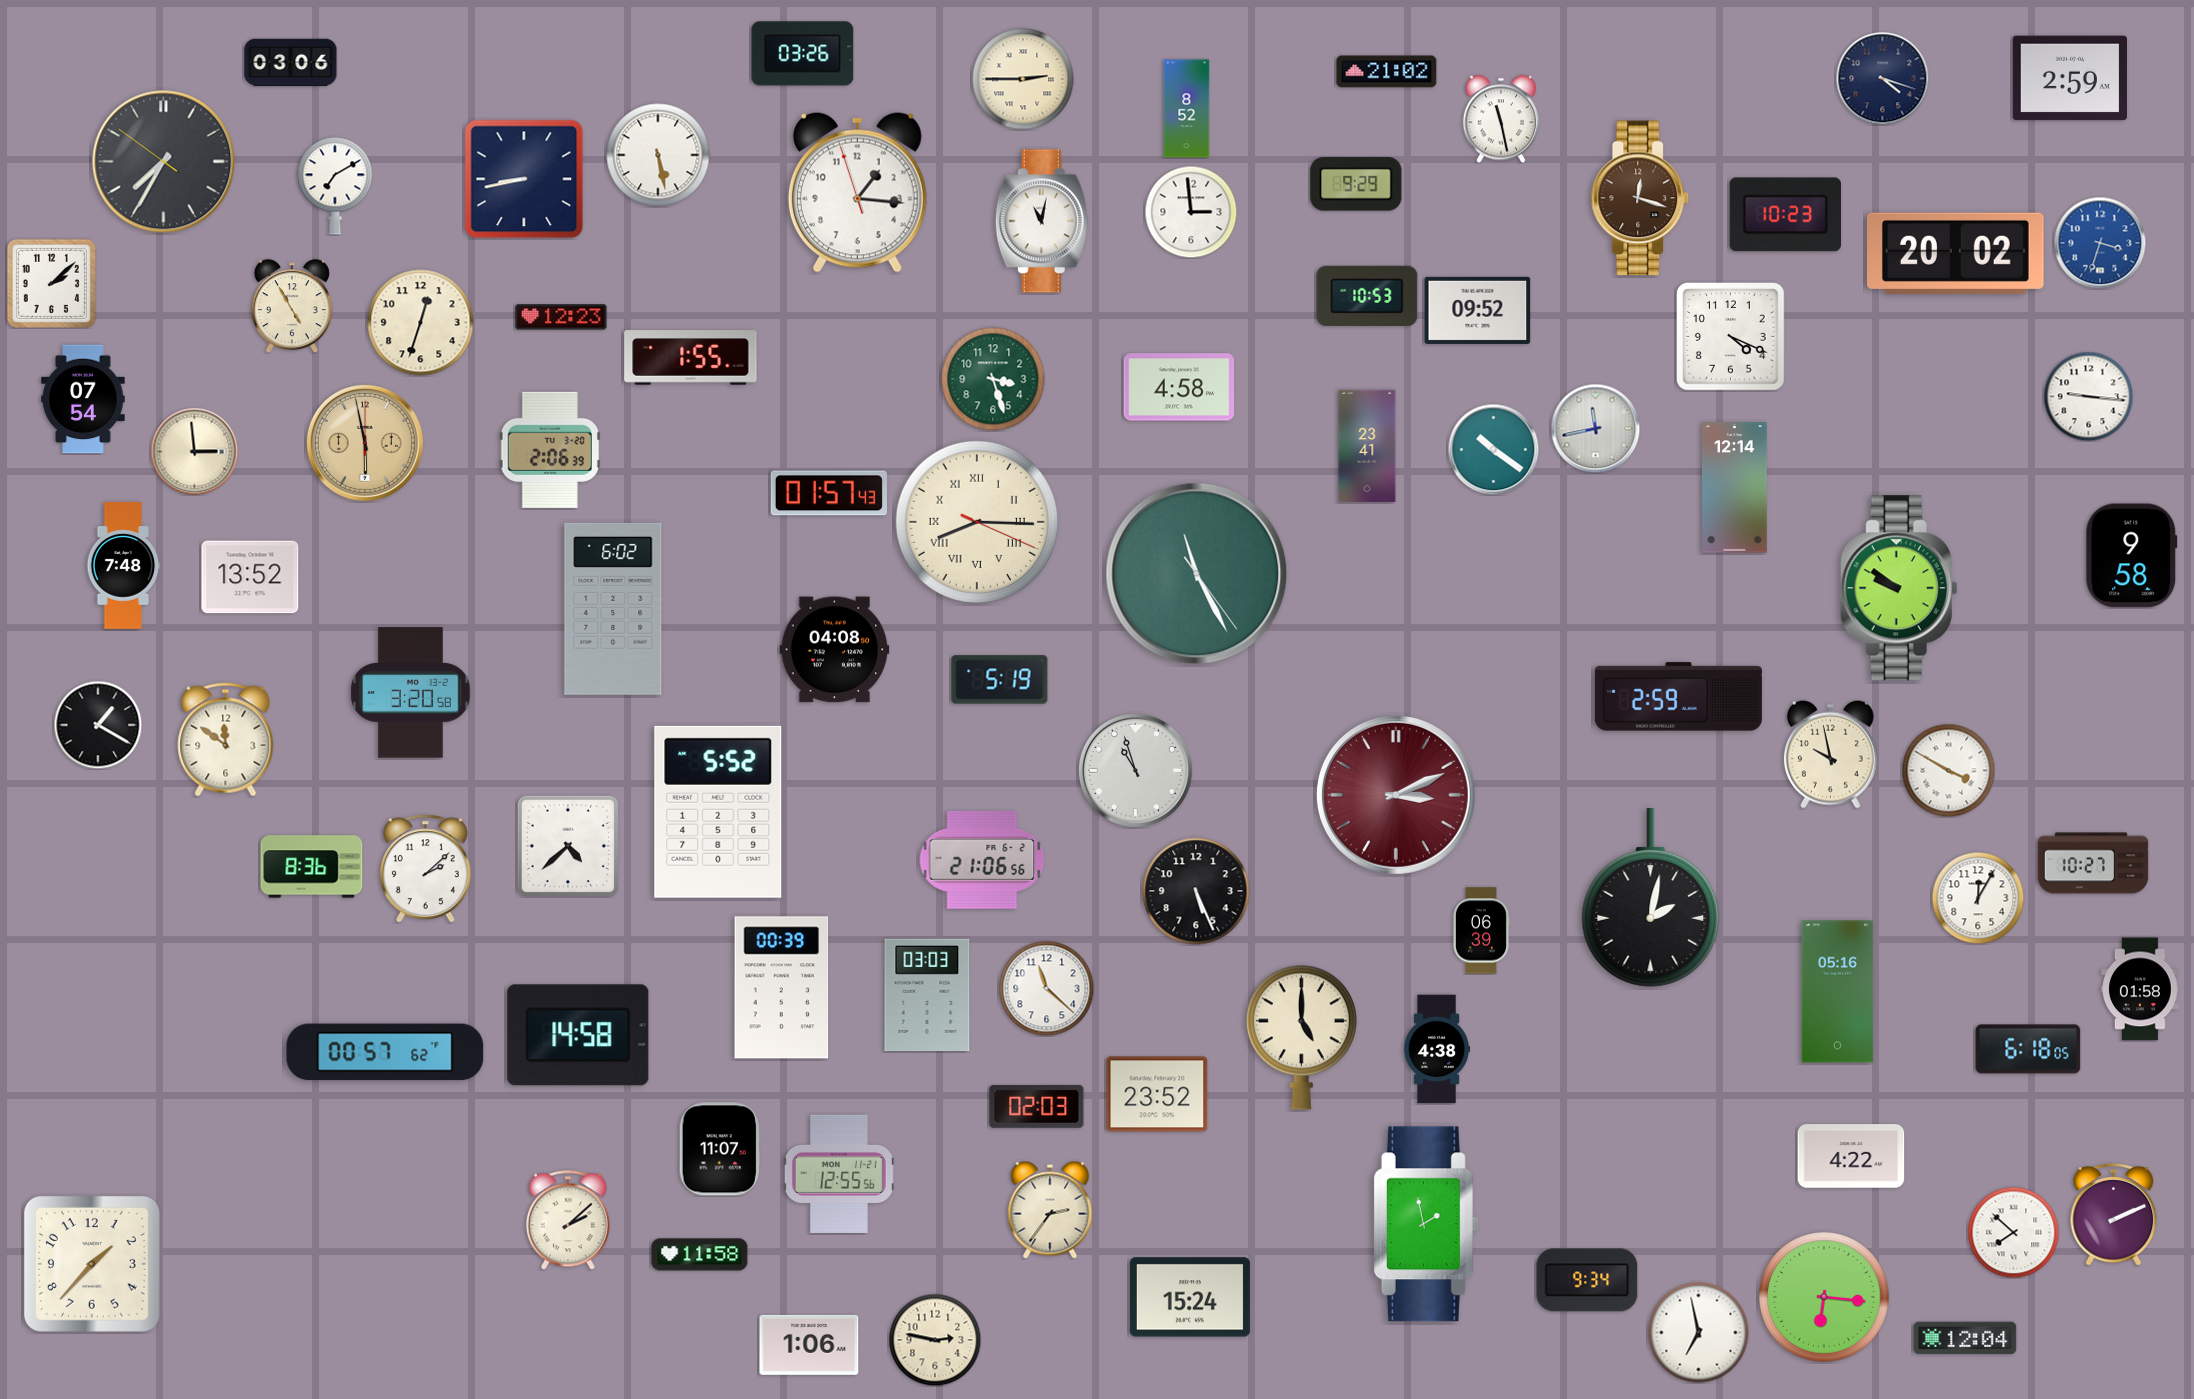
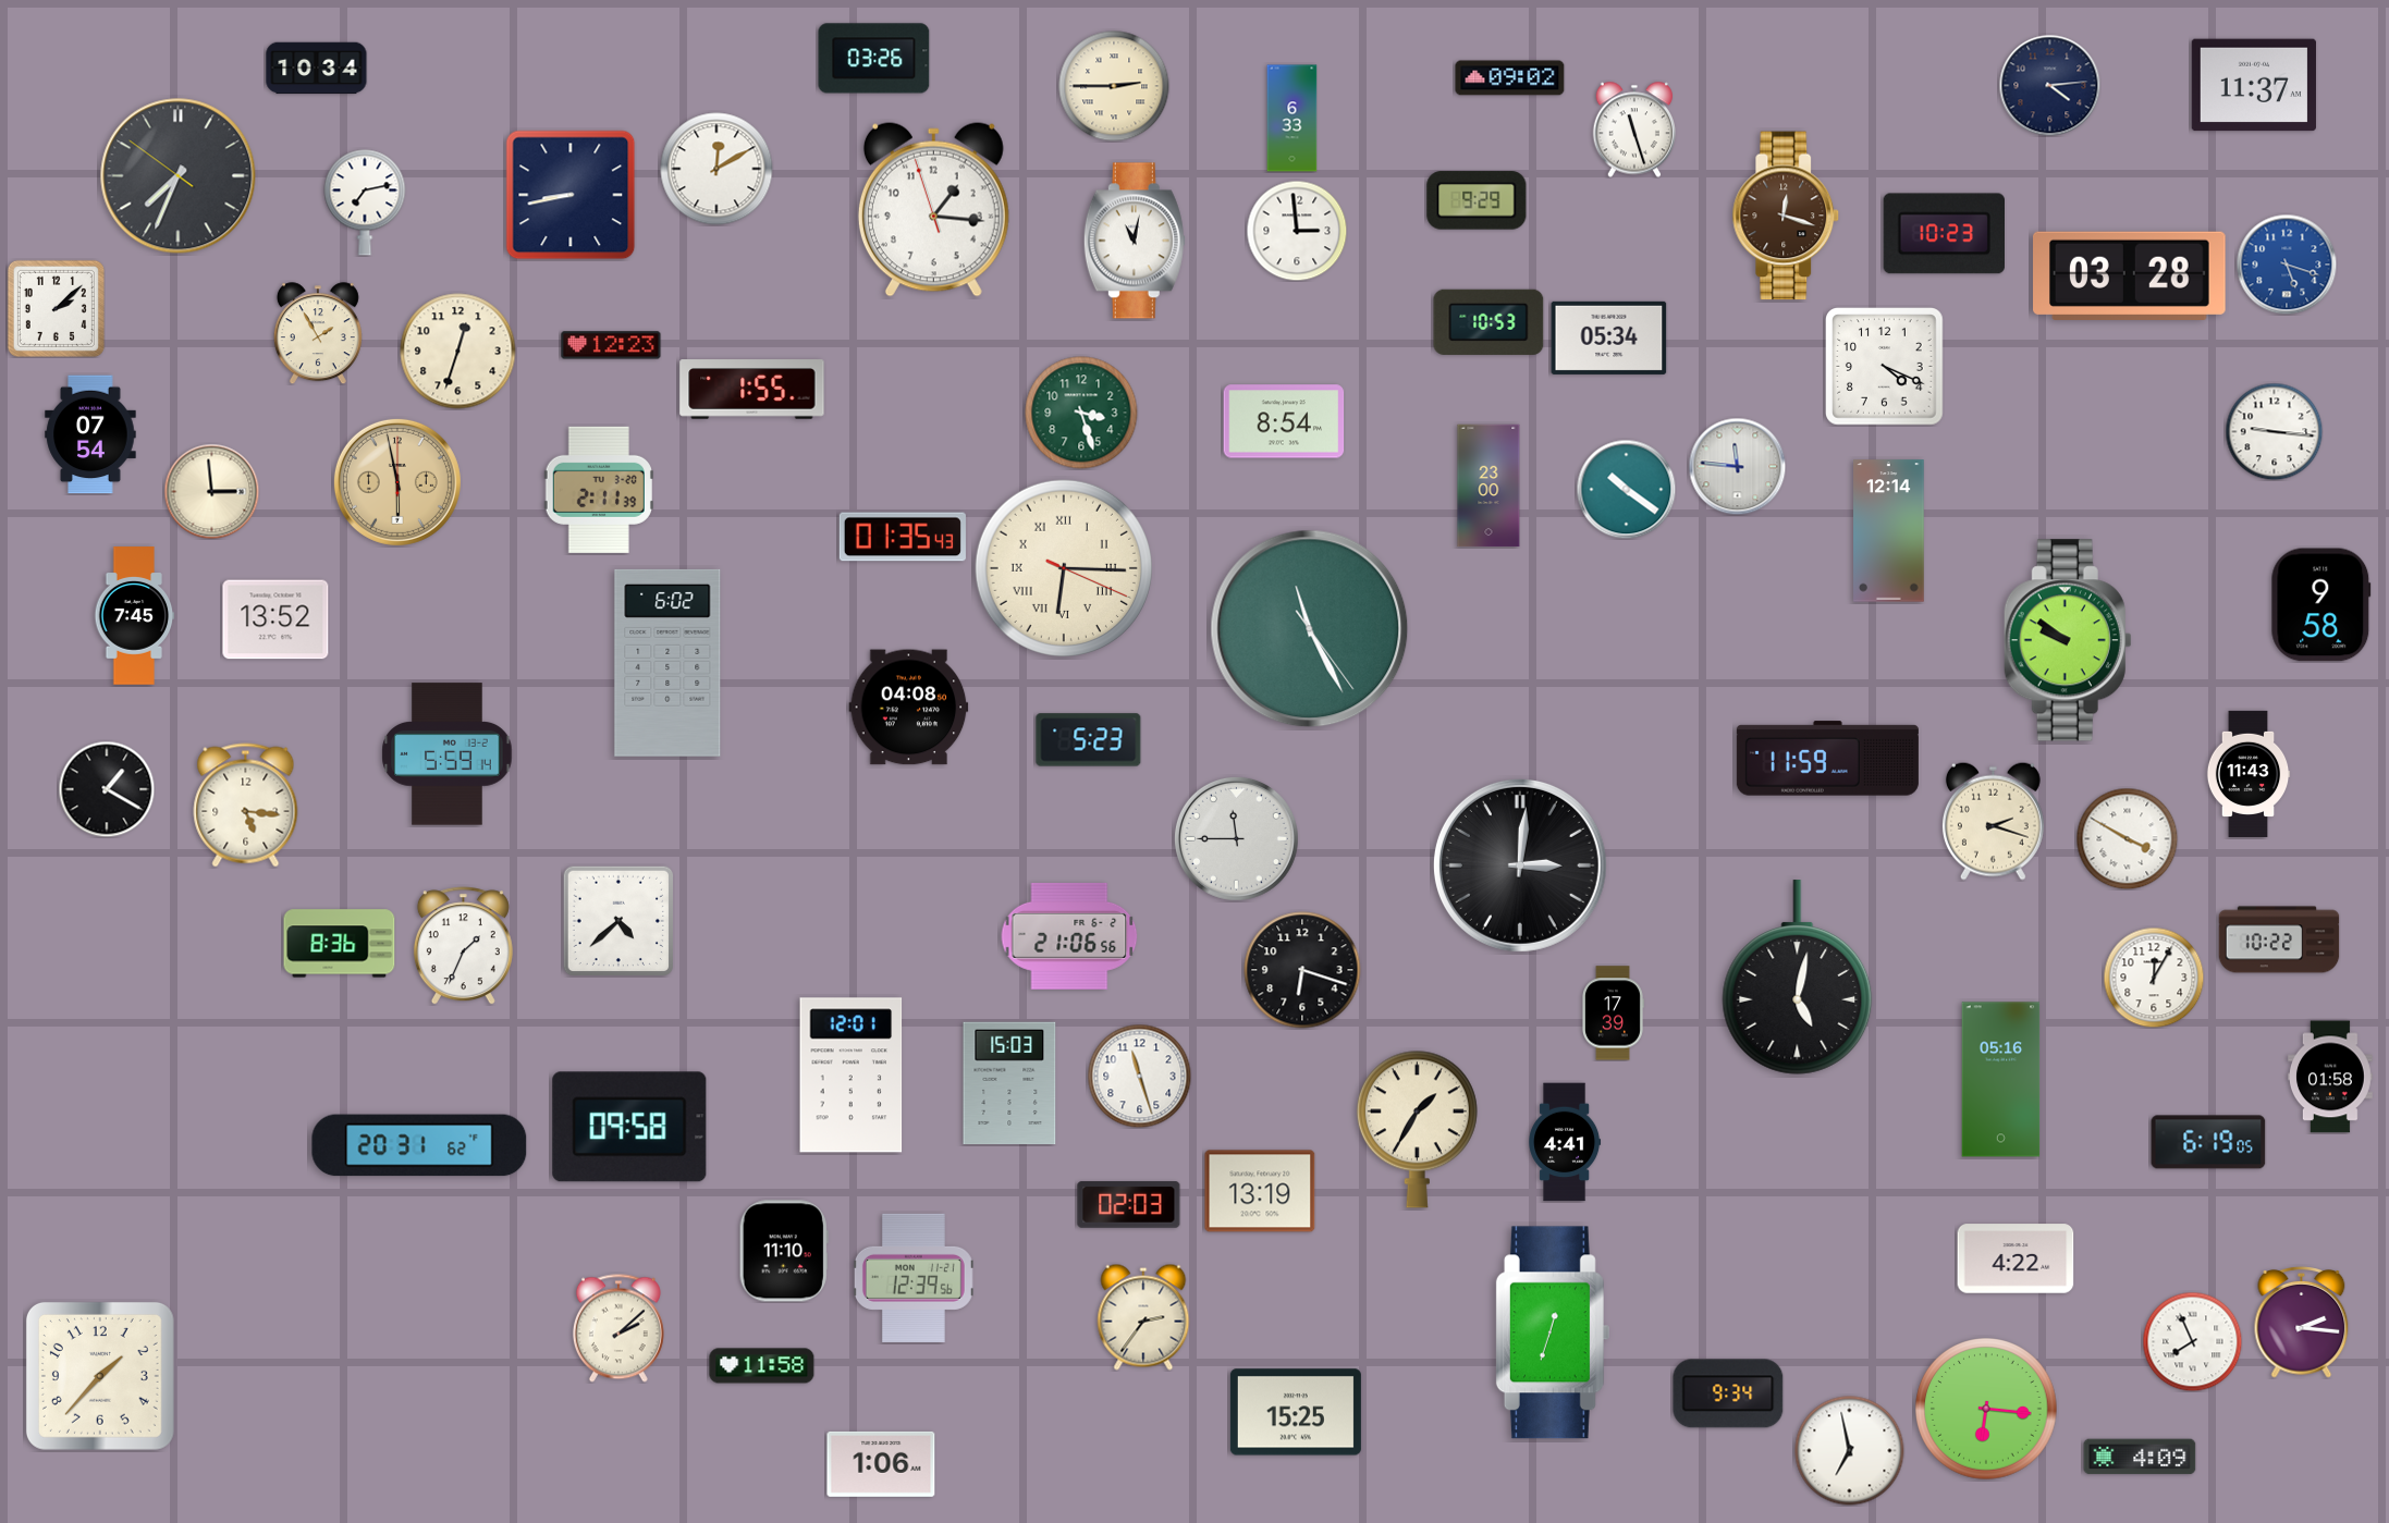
clock at (291, 63): 03:06 -> 10:34
clock at (1387, 72): 21:02 -> 09:02
clock at (1882, 78): 4:18 -> 4:14
clock at (2070, 78): 2:59 -> 11:37
clock at (1187, 109): 8:52 -> 6:33
clock at (1501, 119): 11:28 -> 11:27
clock at (658, 155): 5:28 -> 12:10
clock at (164, 162): 7:34 -> 7:33
clock at (335, 186): 7:10 -> 7:13
clock at (2100, 243): 3:33 -> 5:18
clock at (1956, 253): 20:02 -> 03:28
clock at (292, 306): 4:55 -> 1:55
clock at (1478, 310): 09:52 -> 05:34
clock at (1179, 387): 4:58 -> 8:54
clock at (1595, 428): 11:43 -> 11:46
clock at (1367, 446): 23:41 -> 23:00
clock at (550, 450): 2:06 -> 2:11
clock at (829, 493): 01:57 -> 01:35
clock at (977, 522): 8:15 -> 6:15
clock at (124, 566): 7:48 -> 7:45
clock at (1197, 574) position: (1197, 574) -> (1310, 629)
clock at (250, 577) position: (250, 577) -> (275, 619)
clock at (1000, 680): 5:19 -> 5:23
clock at (411, 693): 3:20 -> 5:59
clock at (1678, 697): 2:59 -> 11:59
clock at (2249, 774): none -> 11:43
clock at (226, 740): 11:51 -> 5:16
clock at (1830, 754): 9:58 -> 2:18
clock at (1135, 770): 10:57 -> 11:45
clock at (1948, 770) position: (1948, 770) -> (2127, 838)
clock at (1396, 795): 3:11 -> 3:01
clock at (1396, 795) dial: burgundy -> black
clock at (718, 812): 5:52 -> none
clock at (2093, 863): 10:27 -> 10:22
clock at (425, 869): 2:08 -> 1:34
clock at (1196, 891): 5:26 -> 6:18
clock at (1651, 898): 2:02 -> 5:02
clock at (1481, 931): 06:39 -> 17:39
clock at (782, 988): 00:39 -> 12:01
clock at (1046, 988): 11:22 -> 11:27
clock at (927, 995): 03:03 -> 15:03
clock at (578, 1035): 14:58 -> 09:58
clock at (1301, 1037): 5:00 -> 1:35
clock at (1437, 1049): 4:38 -> 4:41
clock at (2028, 1049): 6:18 -> 6:19
clock at (385, 1052): 00:57 -> 20:31
clock at (1157, 1094): 23:52 -> 13:19
clock at (720, 1149): 11:07 -> 11:10
clock at (839, 1174): 12:55 -> 12:39
clock at (2114, 1215): 2:11 -> 2:16
clock at (1425, 1224): 1:58 -> 12:33
clock at (2013, 1232): 7:52 -> 7:56
clock at (1190, 1297): 15:24 -> 15:25
clock at (1824, 1297) position: (1824, 1297) -> (1986, 1409)
clock at (1965, 1338): 12:04 -> 4:09
clock at (935, 1340): 2:47 -> none
